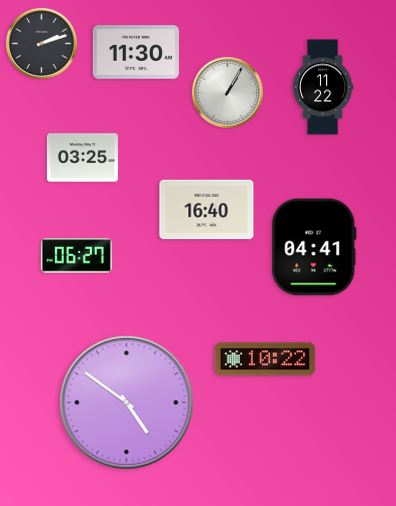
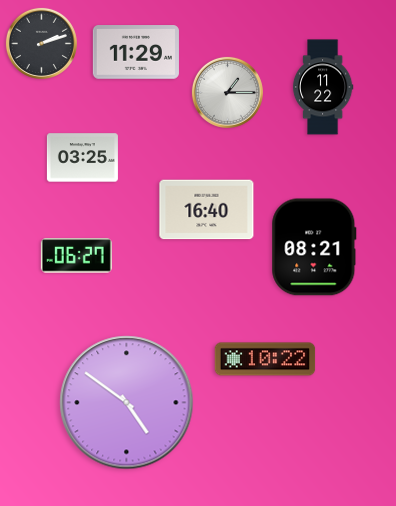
clock at (136, 52): 11:30 -> 11:29
clock at (227, 92): 1:05 -> 1:15
clock at (314, 247): 04:41 -> 08:21
